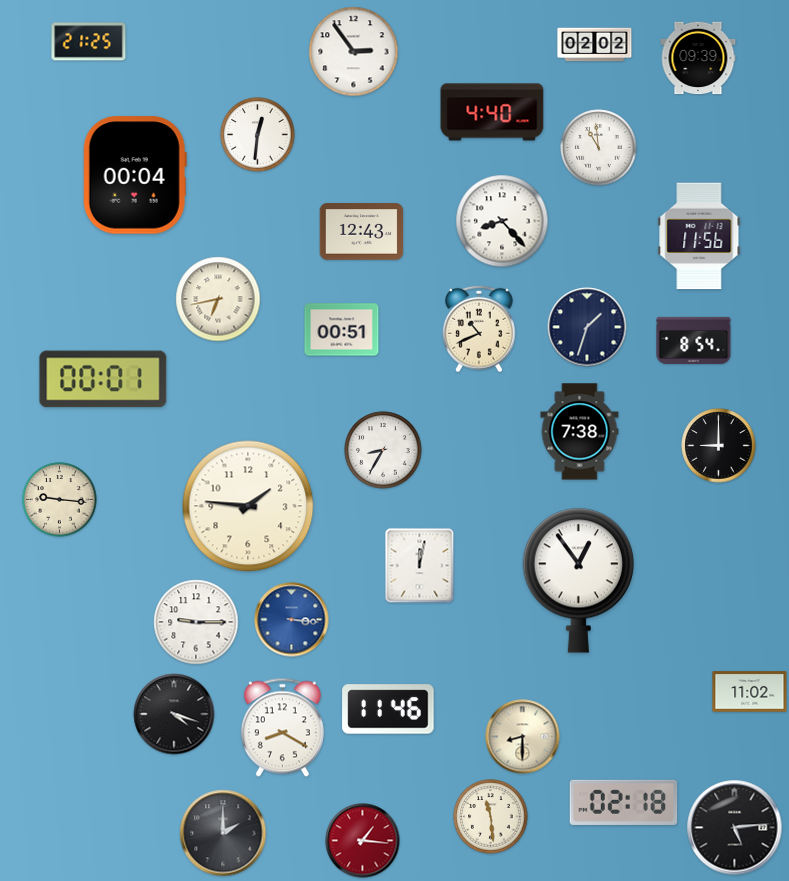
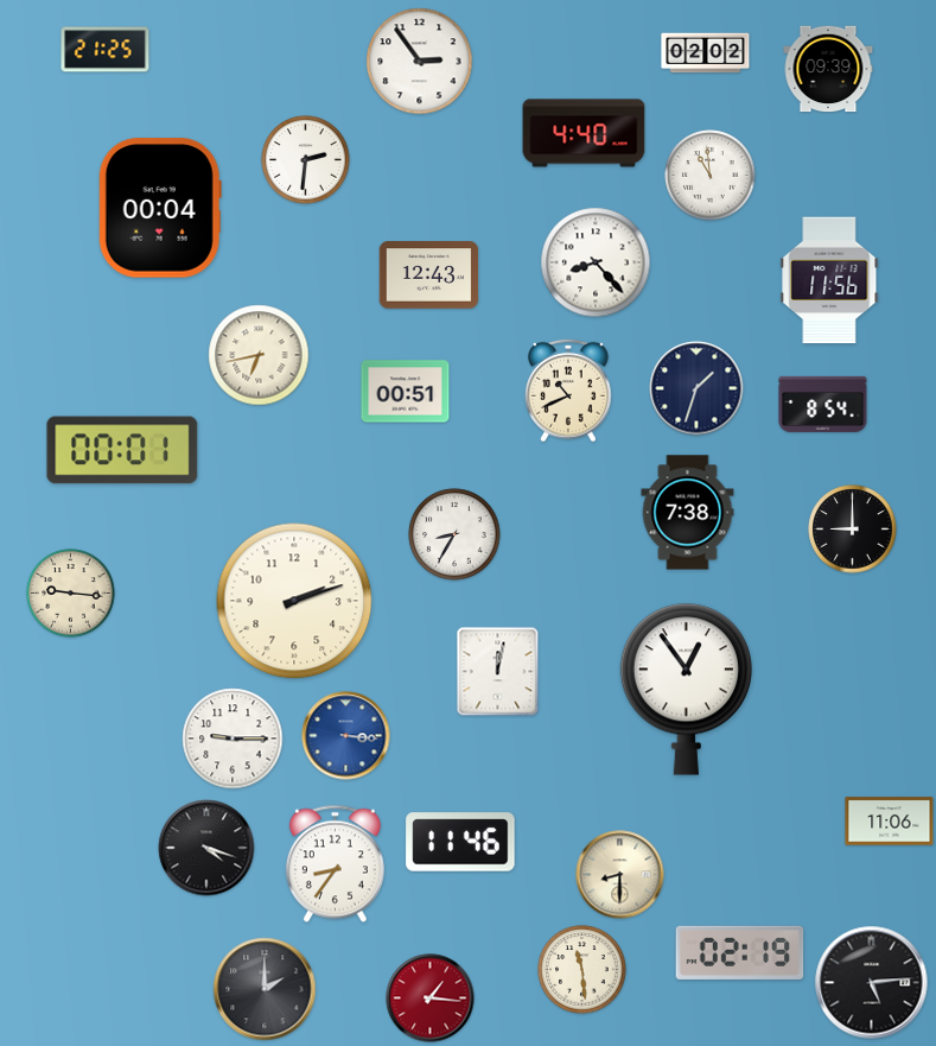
clock at (258, 135): 12:31 -> 2:31
clock at (248, 506): 1:46 -> 2:12
clock at (750, 692): 11:02 -> 11:06
clock at (282, 728): 8:20 -> 8:36
clock at (624, 802): 02:18 -> 02:19
